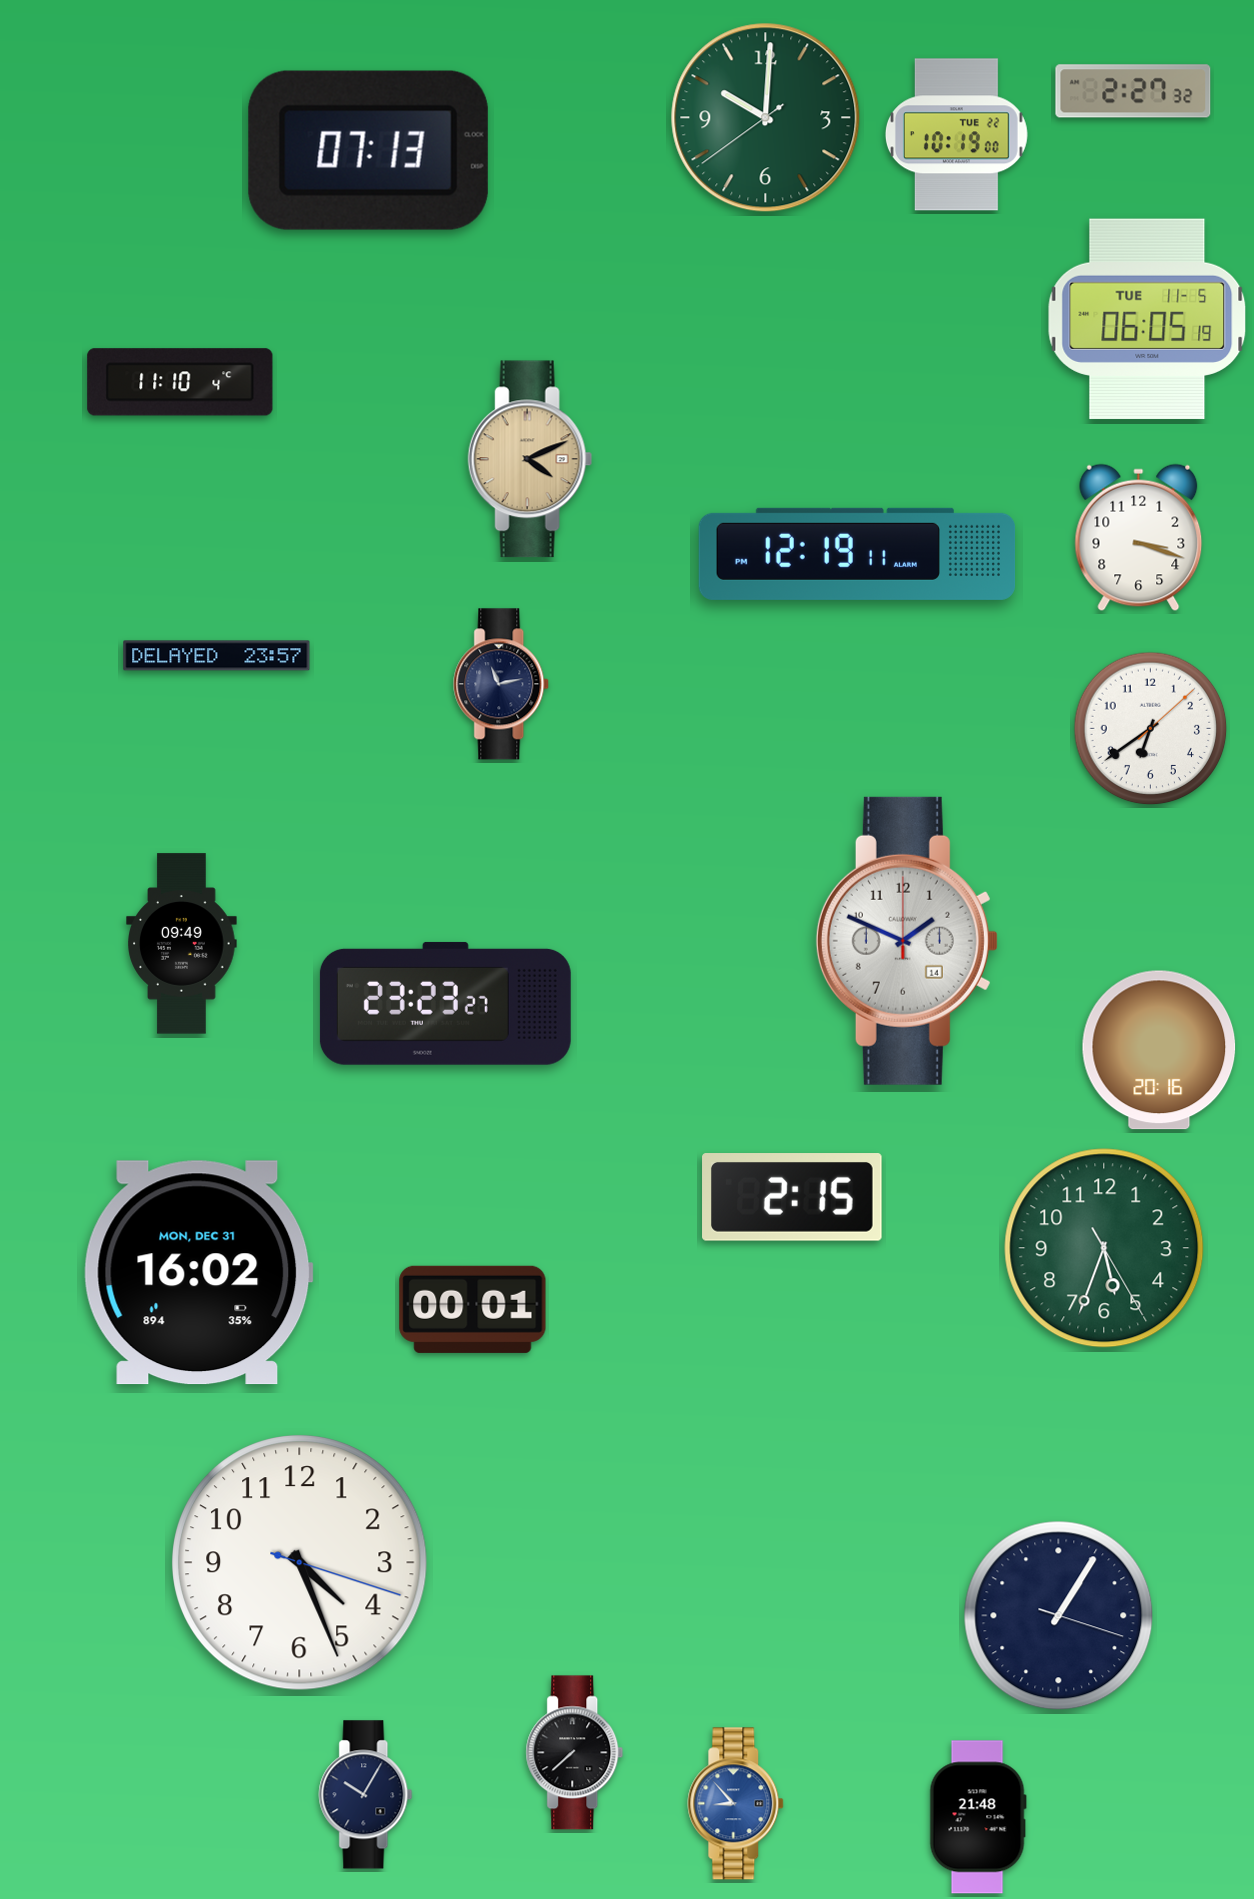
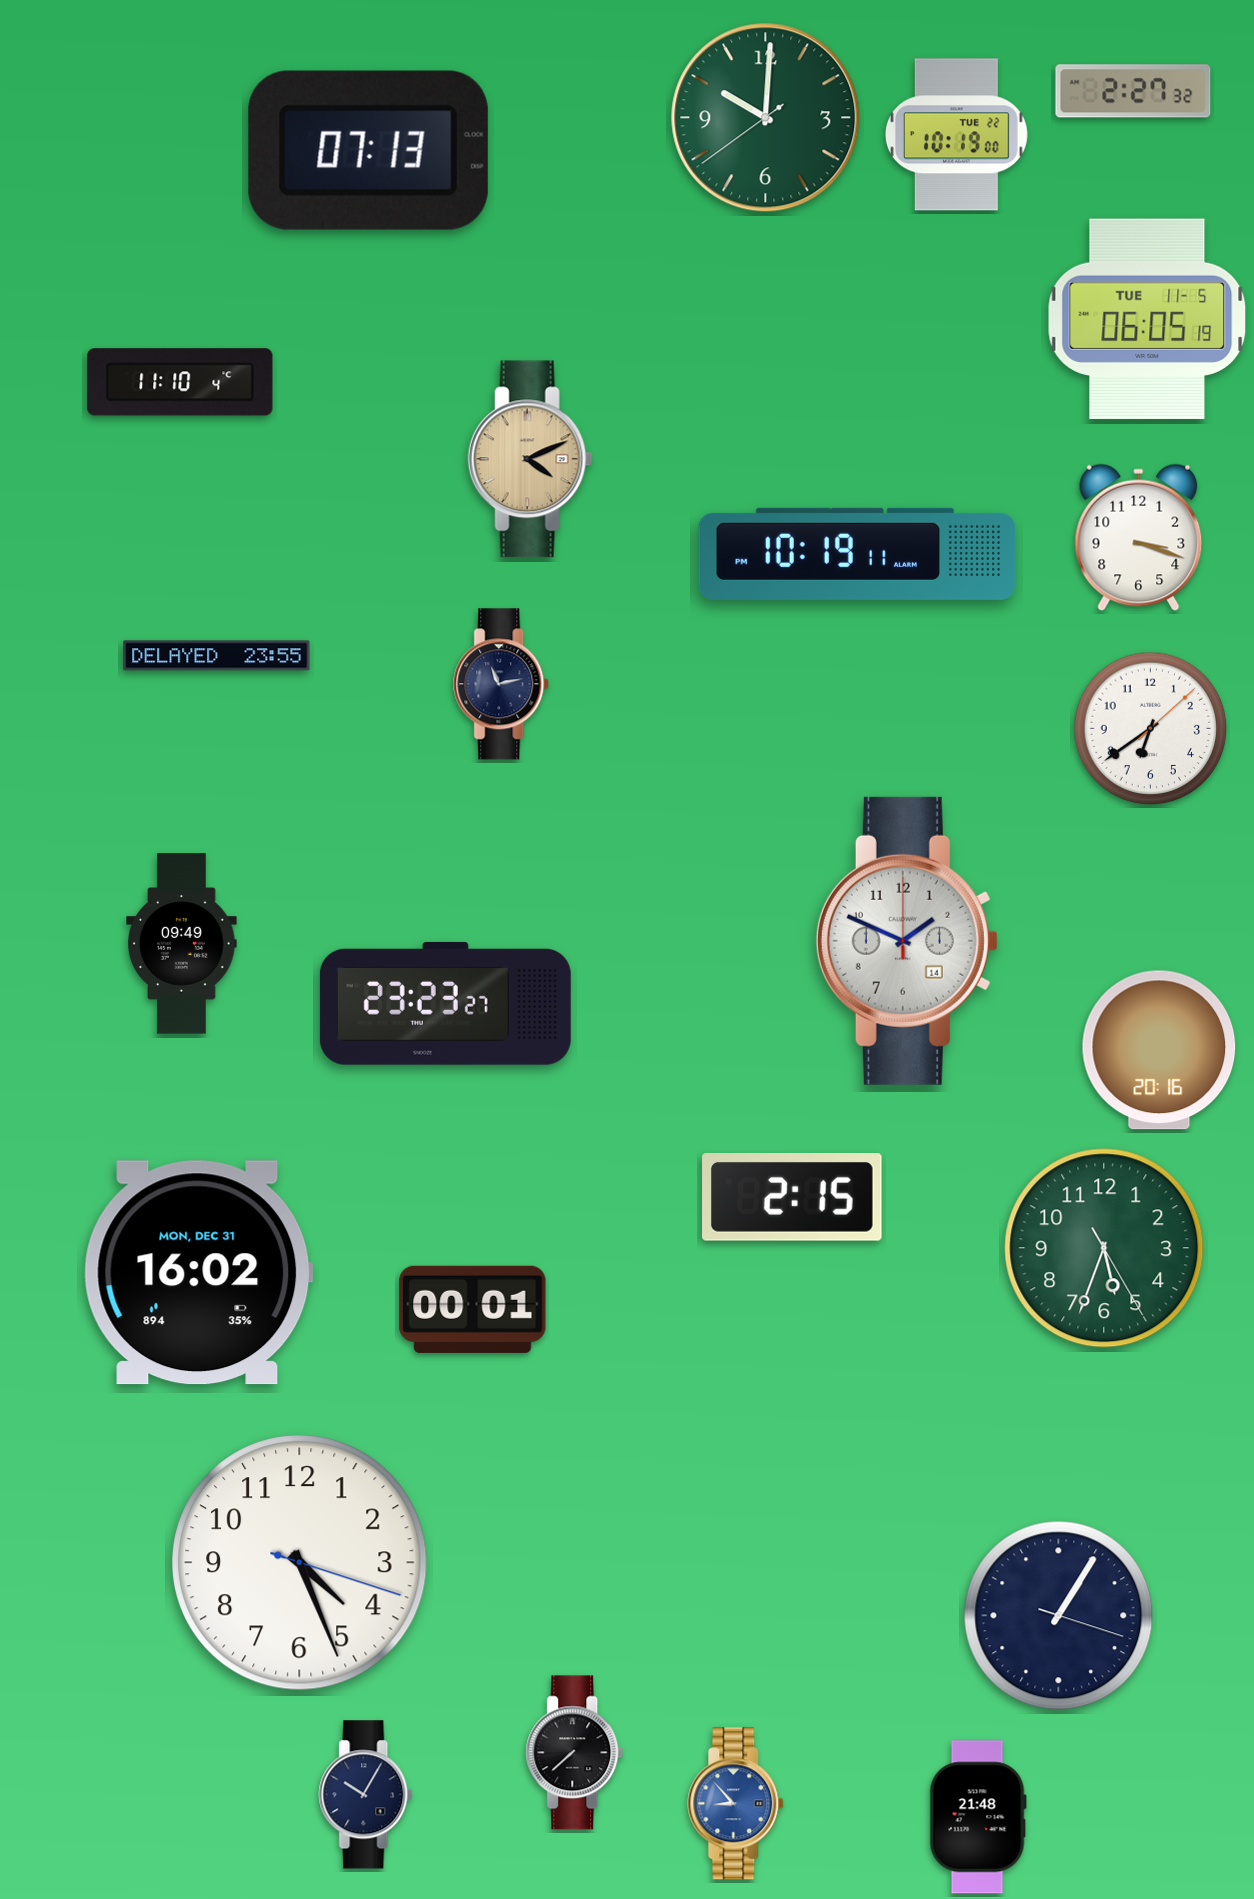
clock at (857, 554): 12:19 -> 10:19
clock at (217, 656): 23:57 -> 23:55
